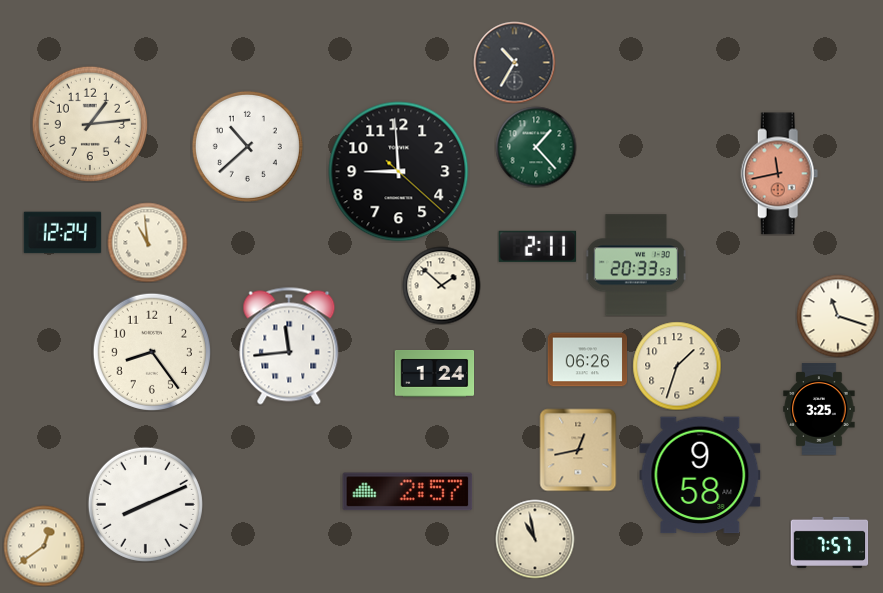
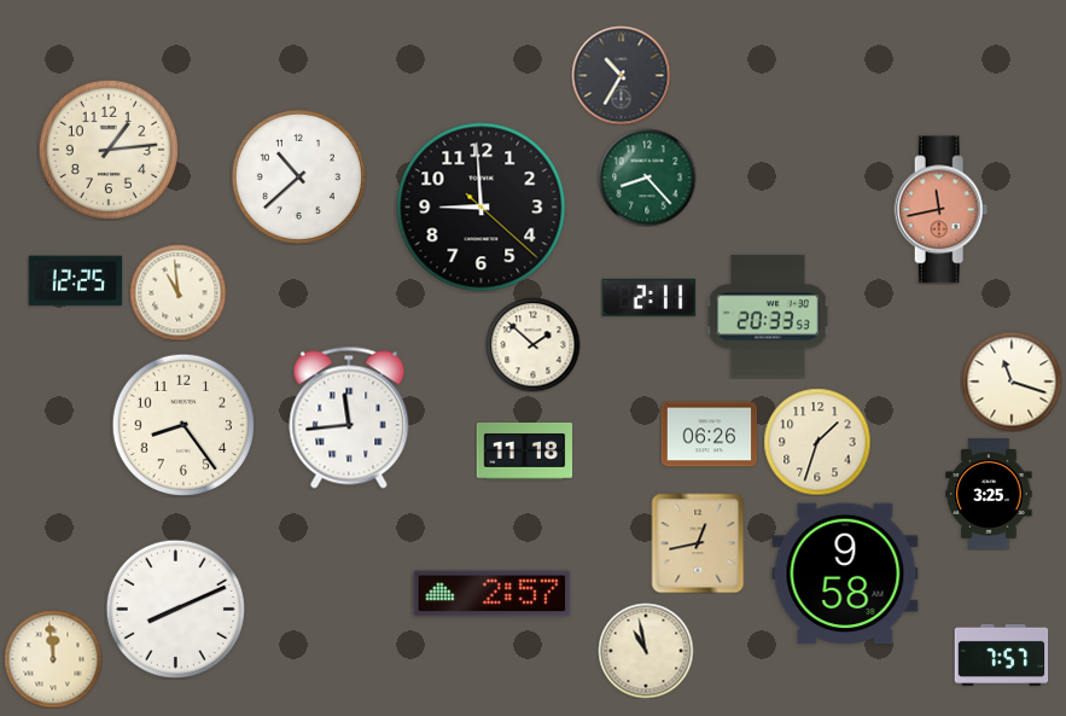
clock at (536, 147): 1:23 -> 8:23
clock at (62, 233): 12:24 -> 12:25
clock at (636, 265) position: (636, 265) -> (768, 316)
clock at (434, 374): 1:24 -> 11:18
clock at (44, 546): 12:39 -> 11:59
